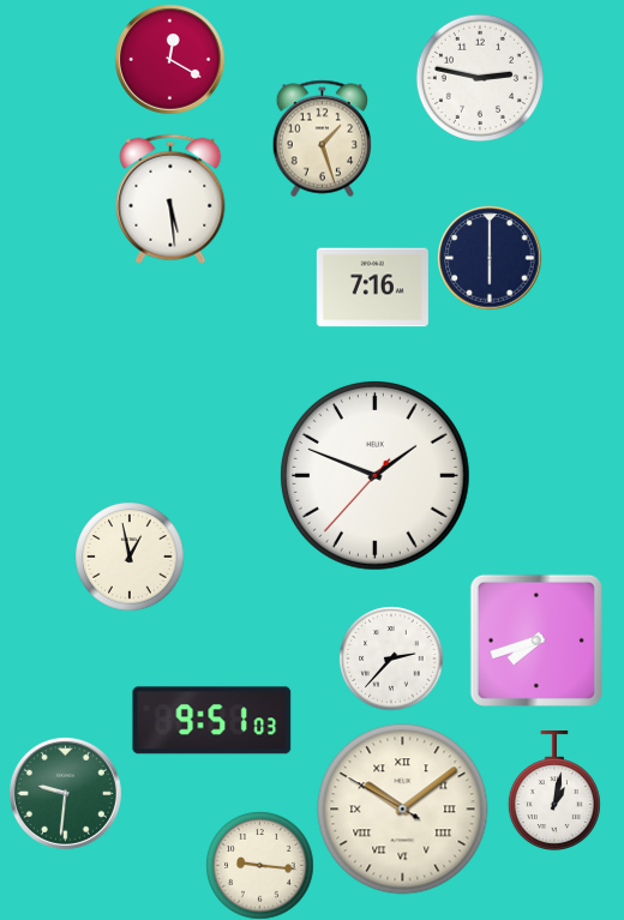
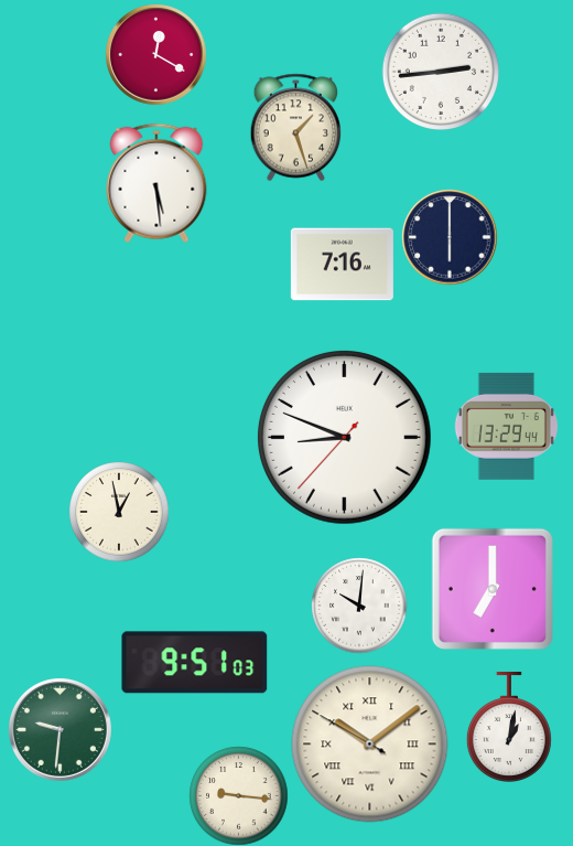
clock at (480, 78): 2:47 -> 2:44
clock at (506, 426): none -> 13:29
clock at (376, 476): 1:48 -> 8:48
clock at (536, 641): 7:42 -> 7:00
clock at (391, 659): 2:37 -> 10:01
